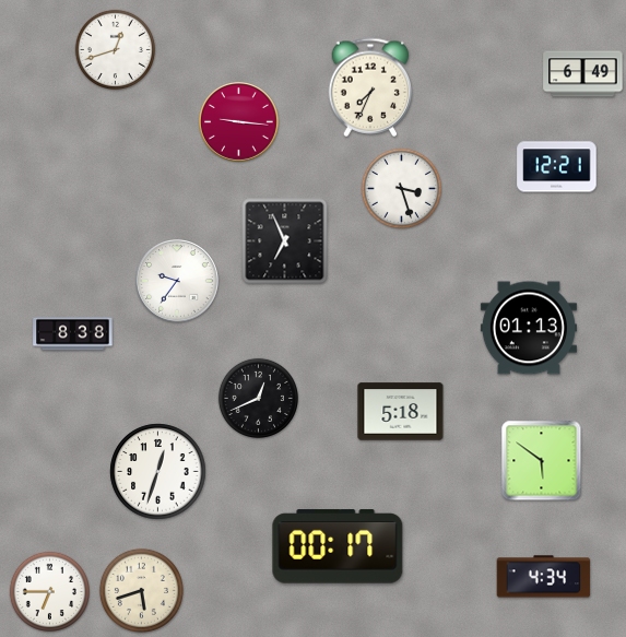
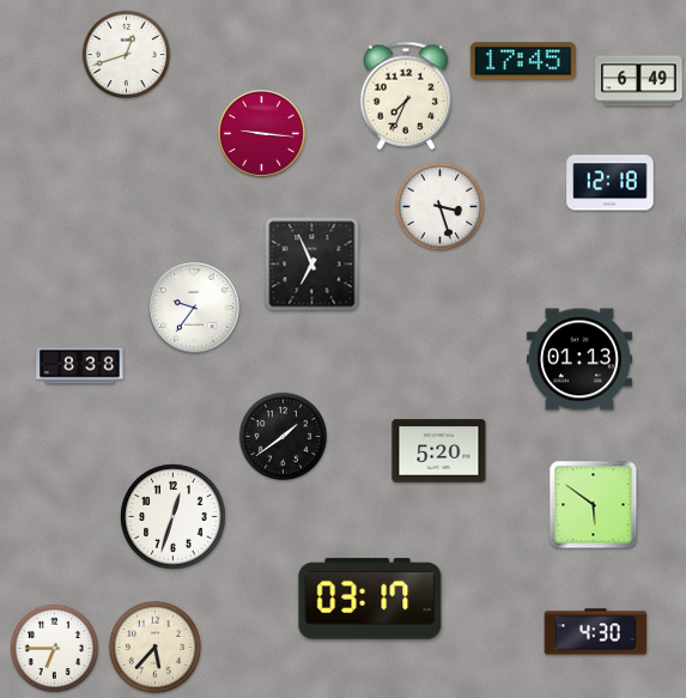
clock at (523, 61): none -> 17:45
clock at (557, 167): 12:21 -> 12:18
clock at (258, 398): 12:41 -> 1:39
clock at (401, 412): 5:18 -> 5:20
clock at (338, 546): 00:17 -> 03:17
clock at (544, 577): 4:34 -> 4:30
clock at (141, 590): 5:42 -> 5:37
